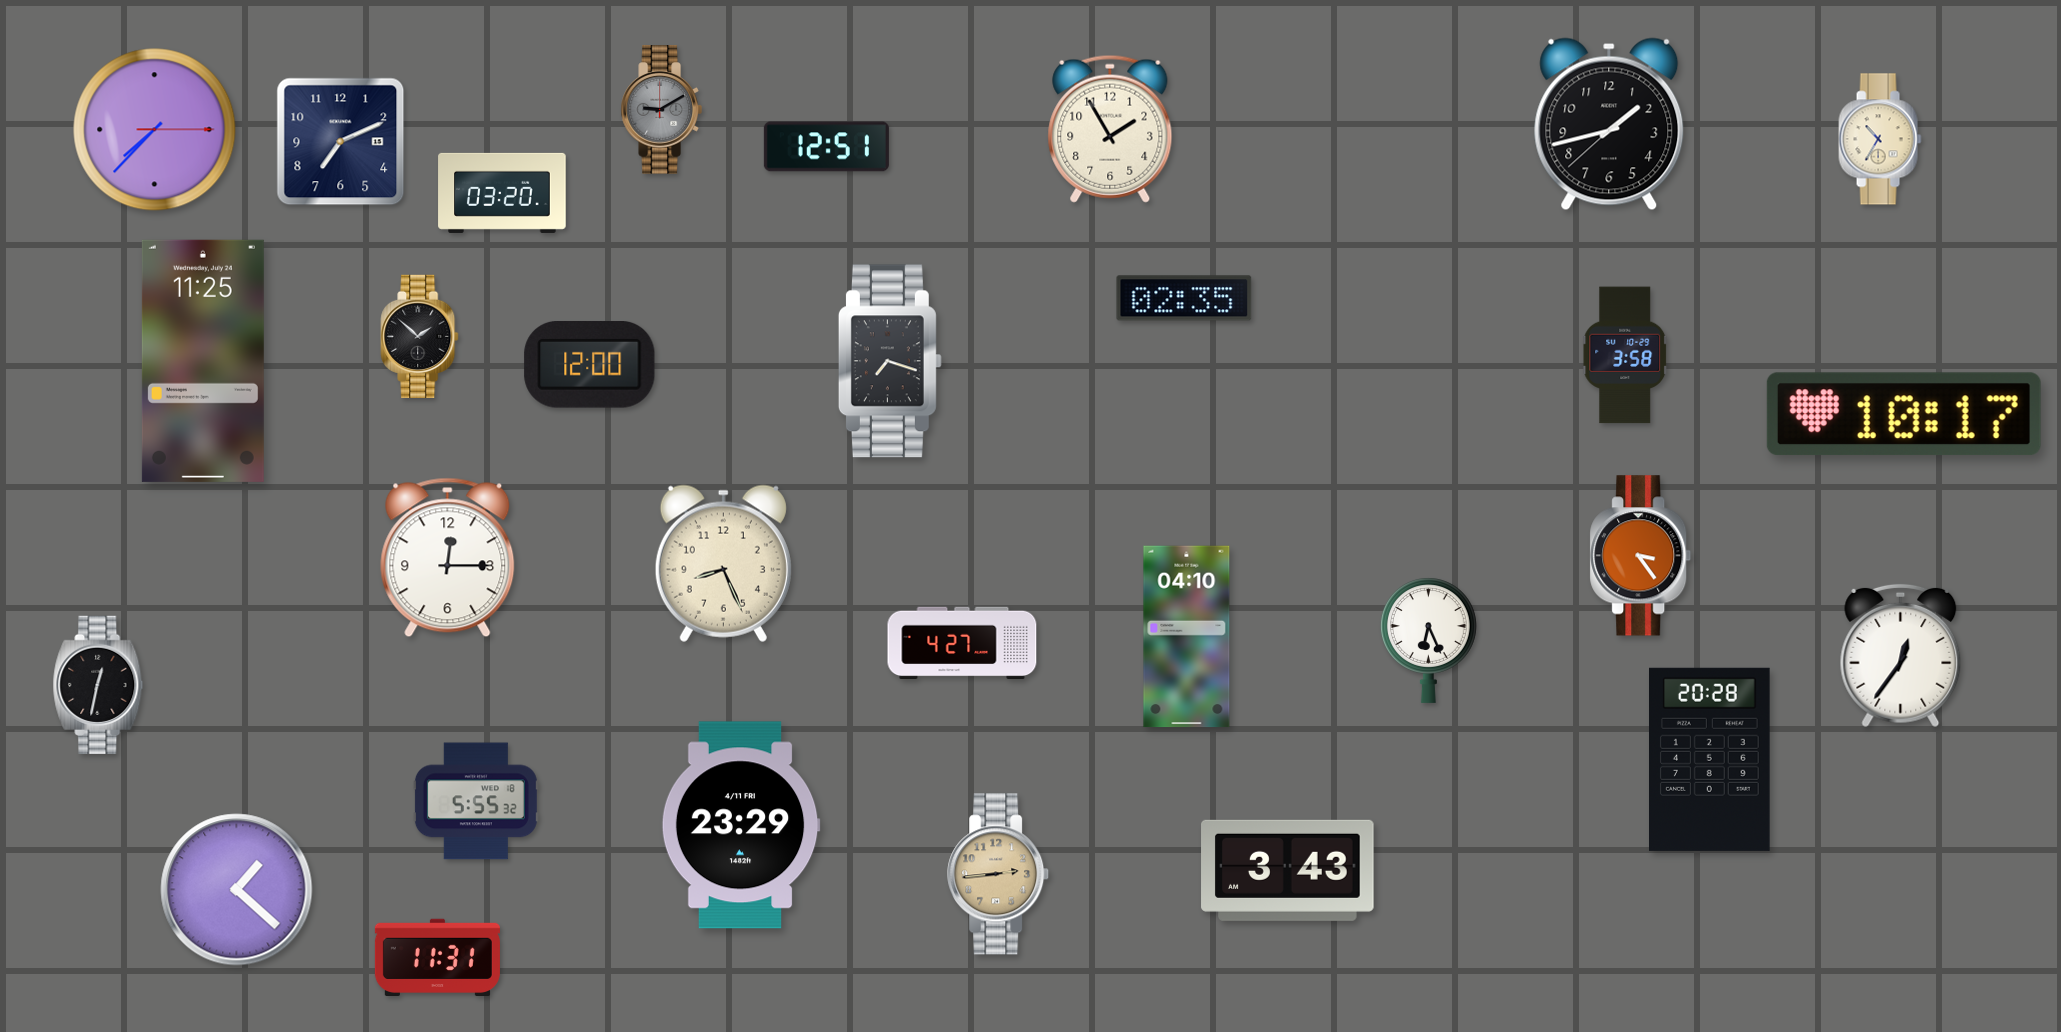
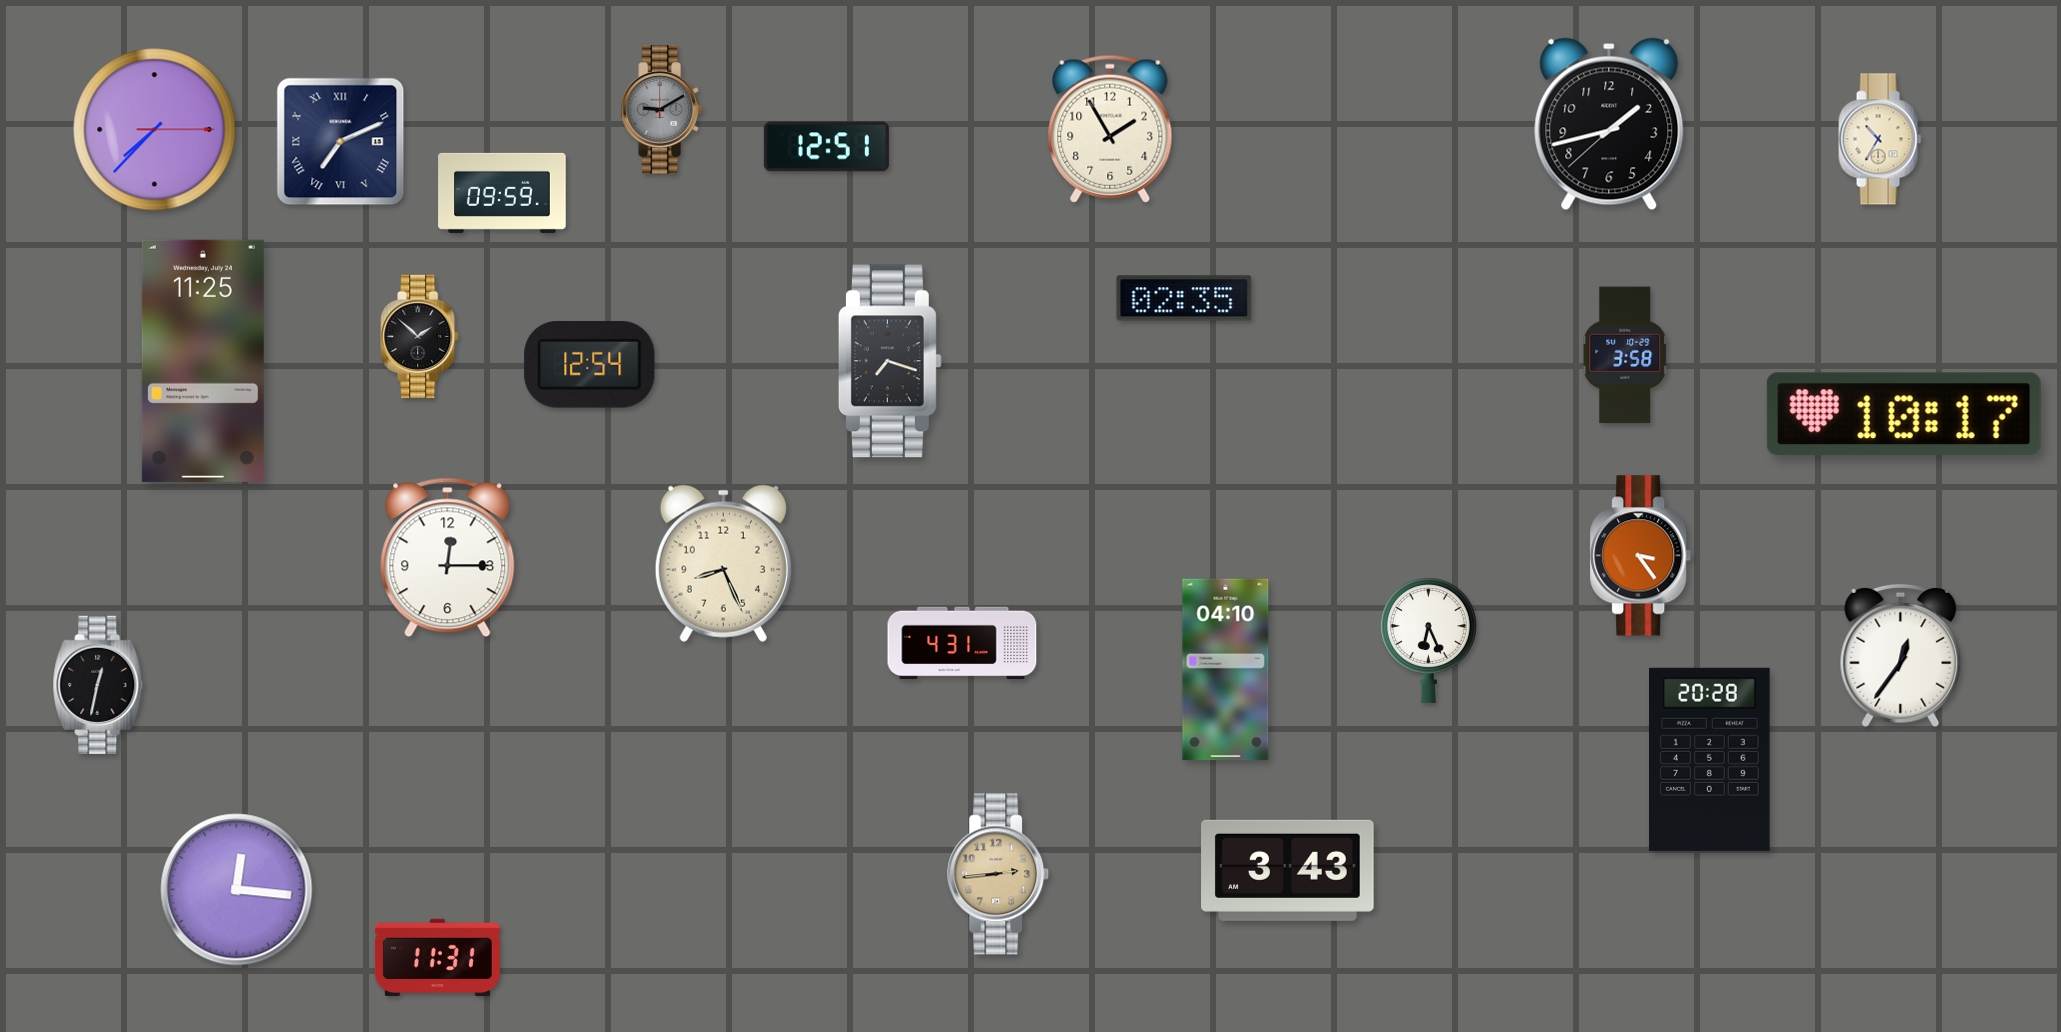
clock at (341, 142) numerals: Arabic -> Roman
clock at (502, 193): 03:20 -> 09:59
clock at (590, 365): 12:00 -> 12:54
clock at (1187, 637) position: (1187, 637) -> (1226, 670)
clock at (962, 643): 4:27 -> 4:31
clock at (476, 801): 5:55 -> none
clock at (741, 825): 23:29 -> none
clock at (237, 890): 1:22 -> 12:16
